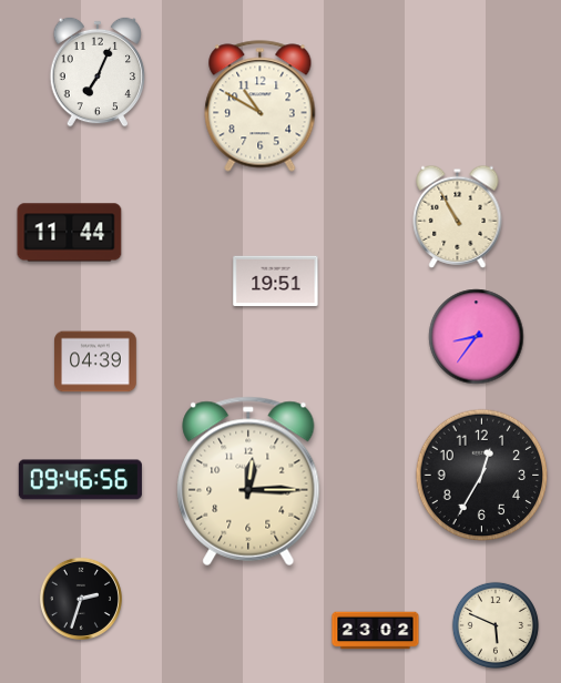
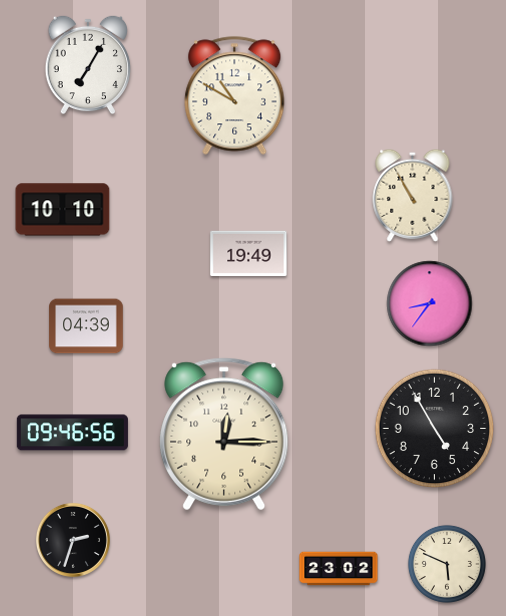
clock at (98, 72): 7:04 -> 7:05
clock at (70, 233): 11:44 -> 10:10
clock at (276, 282): 19:51 -> 19:49
clock at (482, 476): 12:35 -> 4:55
